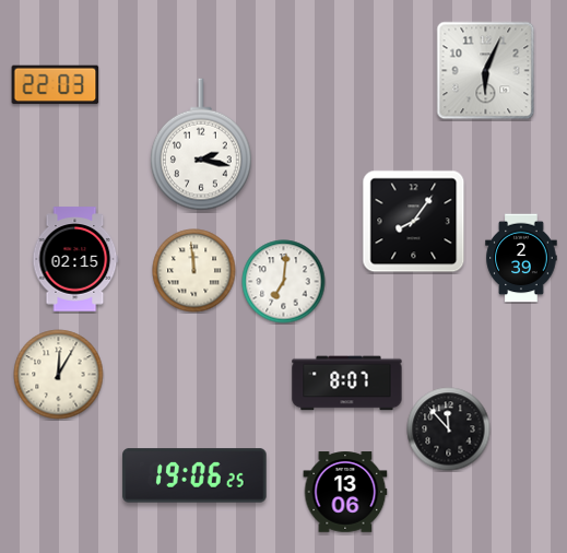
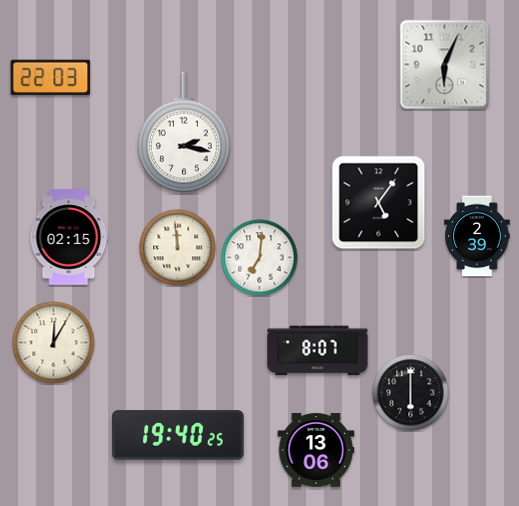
clock at (414, 222): 8:06 -> 5:06
clock at (449, 430): 11:53 -> 6:00
clock at (194, 475): 19:06 -> 19:40
